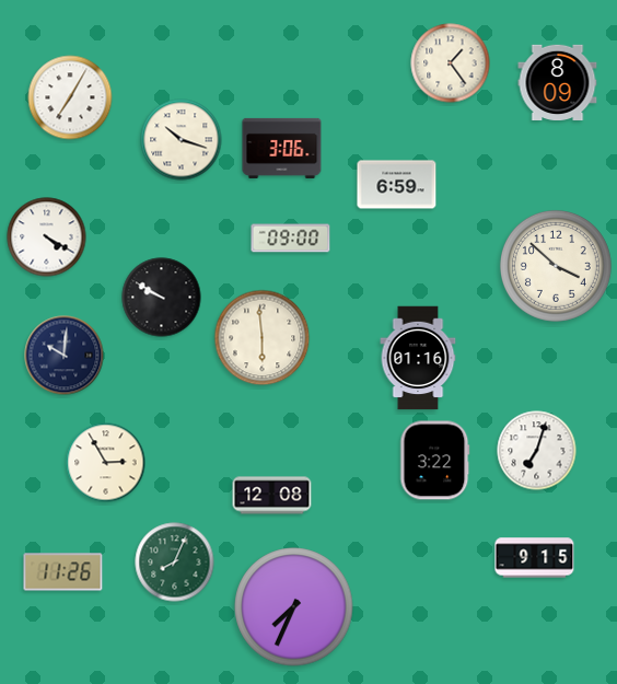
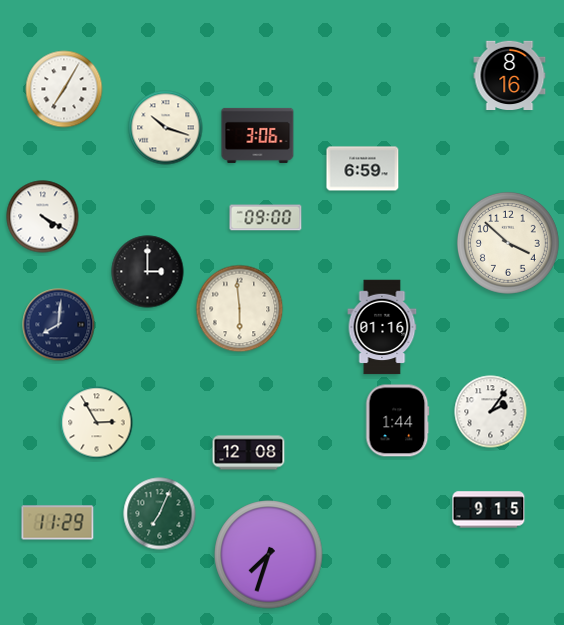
clock at (451, 63): 1:24 -> none
clock at (558, 82): 8:09 -> 8:16
clock at (162, 298): 9:50 -> 3:00
clock at (65, 356): 10:01 -> 8:01
clock at (537, 451): 7:03 -> 2:06
clock at (435, 461): 3:22 -> 1:44
clock at (175, 563): 8:04 -> 7:04
clock at (63, 572): 11:26 -> 11:29
clock at (294, 607): 7:34 -> 7:33
